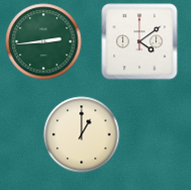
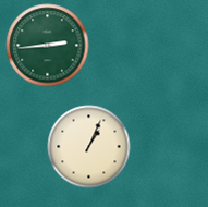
clock at (140, 42): 4:09 -> none
clock at (82, 135): 1:00 -> 1:04
